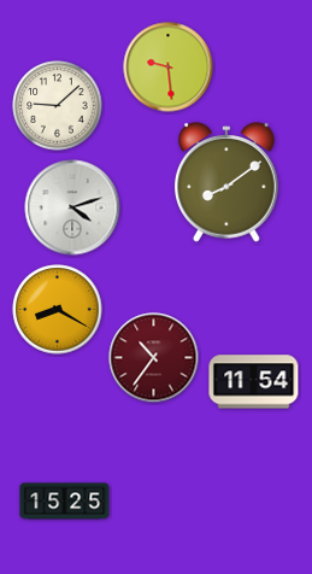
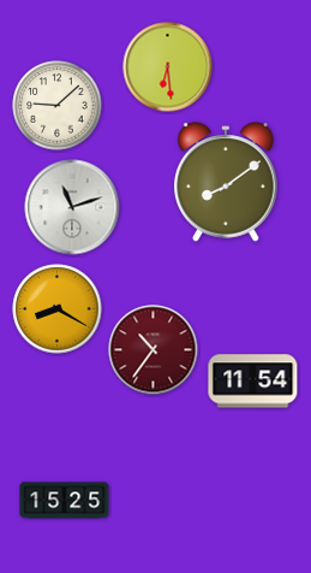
clock at (169, 68): 9:29 -> 6:29
clock at (72, 207): 4:12 -> 11:12
clock at (154, 358) position: (154, 358) -> (154, 350)
